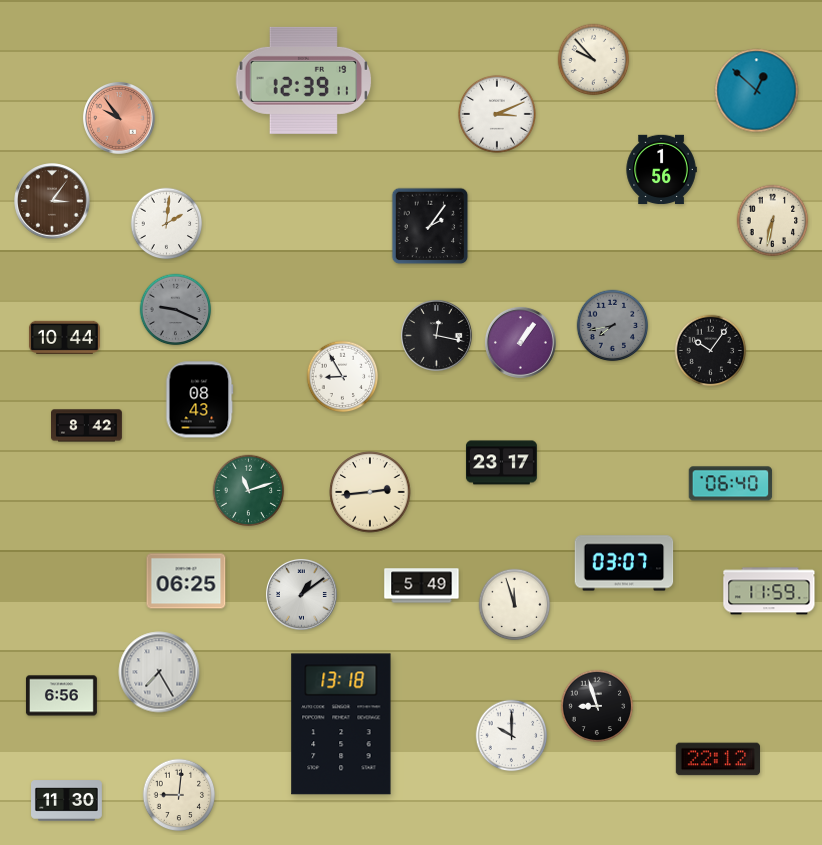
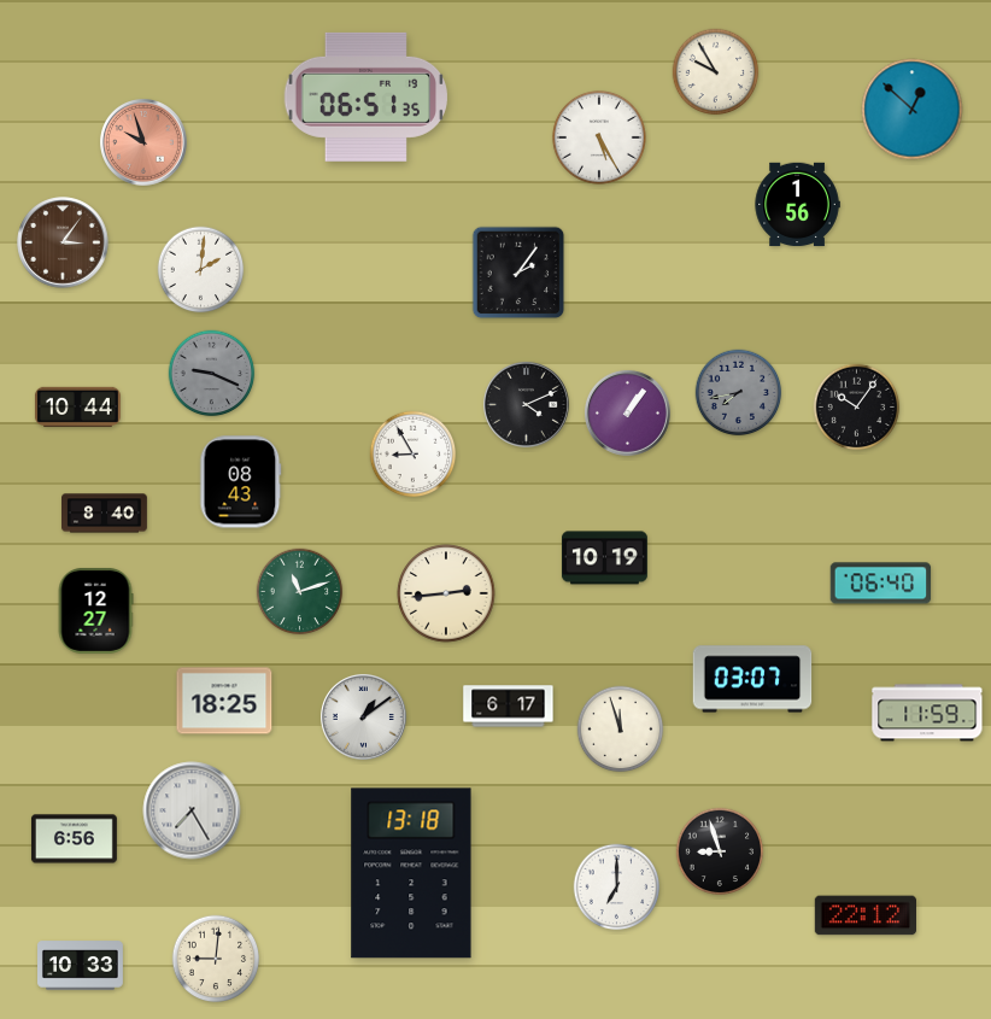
clock at (594, 60): 9:53 -> 9:55
clock at (304, 80): 12:39 -> 06:51
clock at (497, 114): 3:11 -> 5:25
clock at (120, 119): 9:54 -> 9:57
clock at (773, 221): 6:32 -> none
clock at (436, 335): 12:17 -> 4:11
clock at (711, 351) position: (711, 351) -> (857, 408)
clock at (87, 426): 8:42 -> 8:40
clock at (501, 463): 23:17 -> 10:19
clock at (95, 610): none -> 12:27
clock at (186, 581): 06:25 -> 18:25
clock at (422, 586): 5:49 -> 6:17
clock at (512, 736): 10:00 -> 7:00
clock at (67, 801): 11:30 -> 10:33
